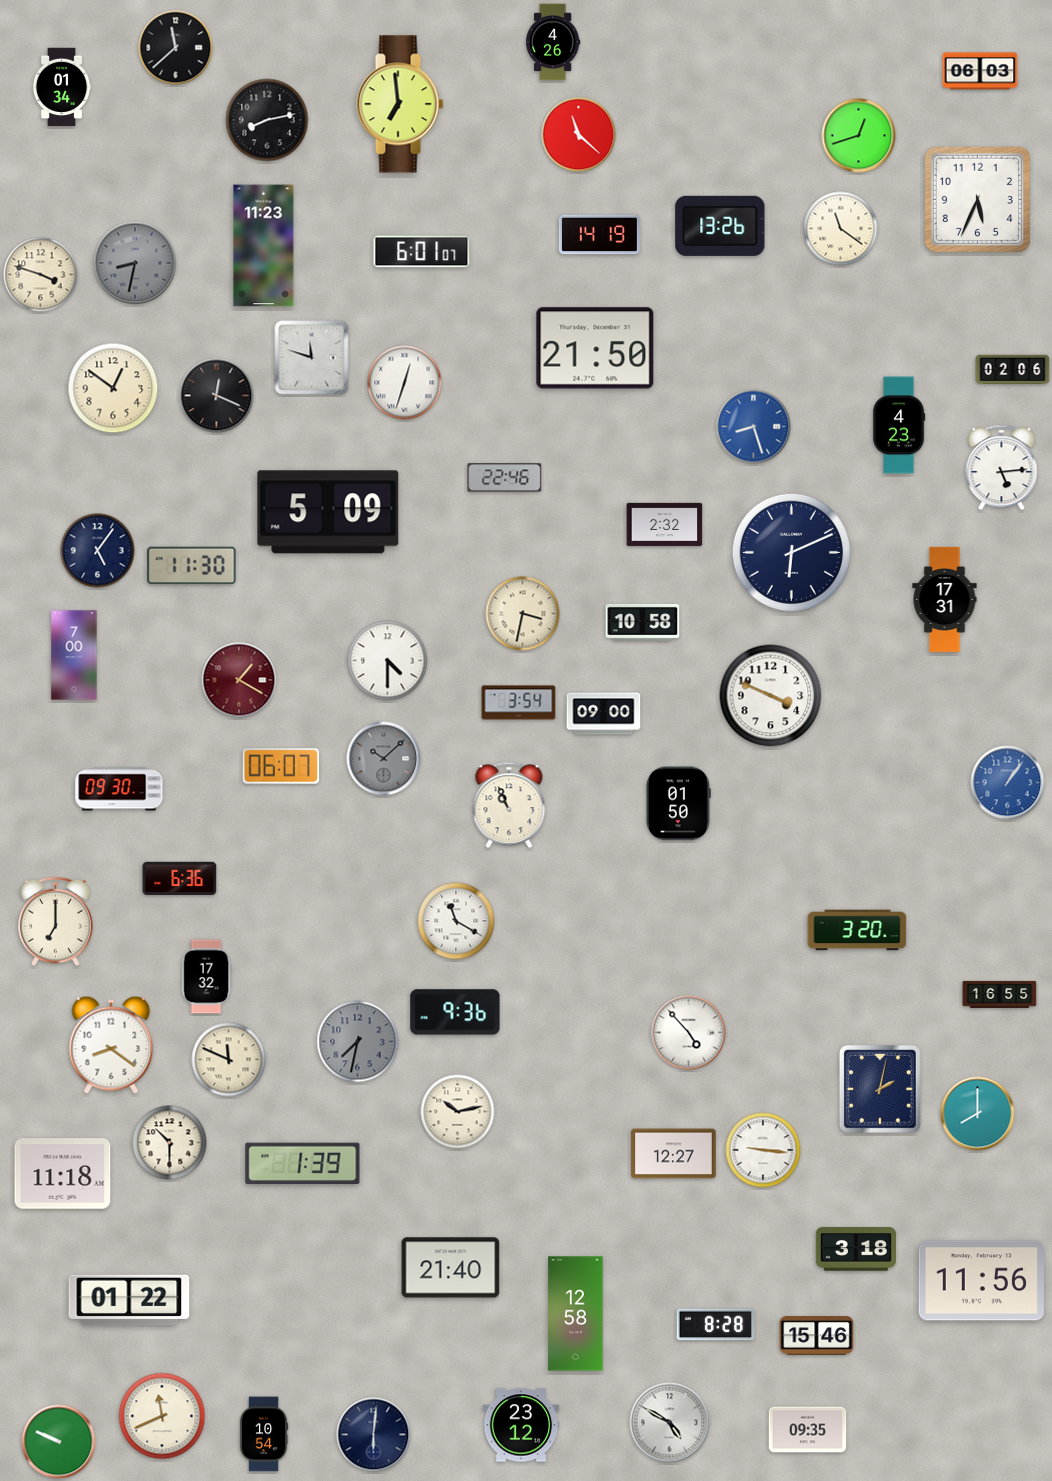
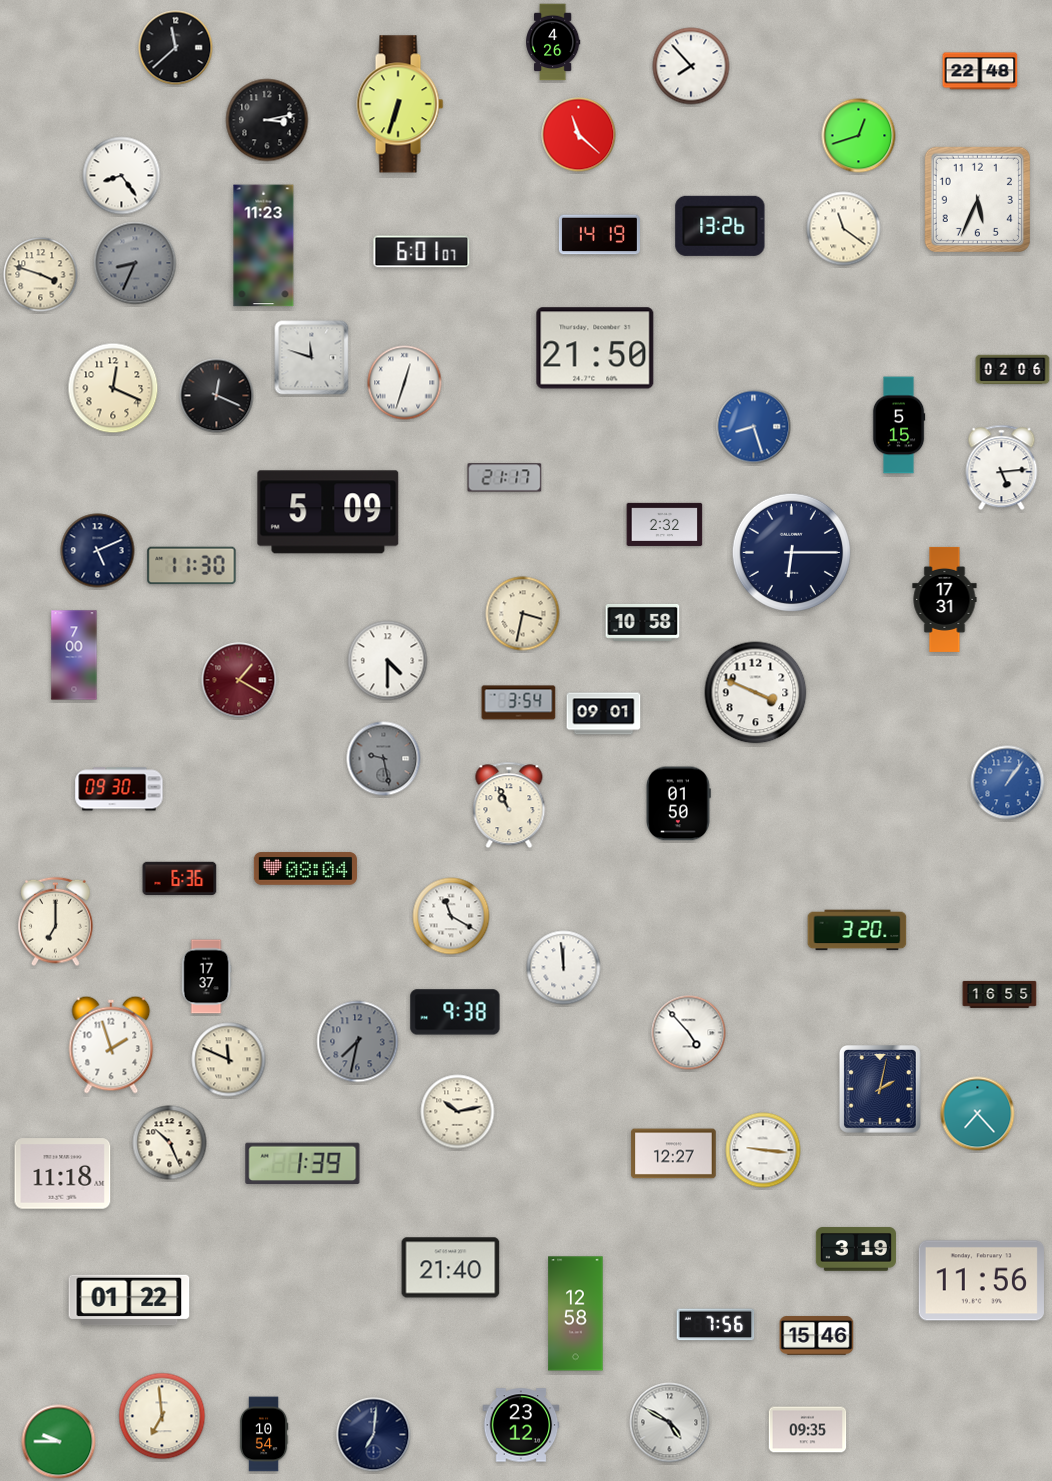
clock at (691, 66): none -> 7:53
clock at (980, 71): 06:03 -> 22:48
clock at (62, 87): 01:34 -> none
clock at (400, 104): 6:59 -> 6:33
clock at (267, 120): 8:13 -> 3:13
clock at (122, 176): none -> 8:24
clock at (841, 229) position: (841, 229) -> (844, 229)
clock at (135, 263): 8:32 -> 8:34
clock at (113, 388): 12:51 -> 12:19
clock at (899, 425): 4:23 -> 5:15
clock at (505, 478): 22:46 -> 21:17
clock at (98, 551): 5:06 -> 5:11
clock at (791, 552): 6:11 -> 6:15
clock at (771, 696) position: (771, 696) -> (756, 693)
clock at (604, 714): 09:00 -> 09:01
clock at (384, 759): 10:08 -> 9:28
clock at (281, 766): 06:07 -> none
clock at (305, 869): none -> 08:04
clock at (456, 921) position: (456, 921) -> (451, 916)
clock at (564, 968): none -> 11:59
clock at (206, 977): 17:32 -> 17:37
clock at (455, 1012): 9:36 -> 9:38
clock at (111, 1045): 8:21 -> 1:57
clock at (978, 1114): 8:00 -> 7:23
clock at (170, 1143): 10:30 -> 10:26
clock at (856, 1249): 3:18 -> 3:19
clock at (716, 1325): 8:28 -> 7:56
clock at (162, 1416): 11:41 -> 6:59
clock at (374, 1435): 6:01 -> 7:01
clock at (59, 1442): 9:49 -> 9:45
